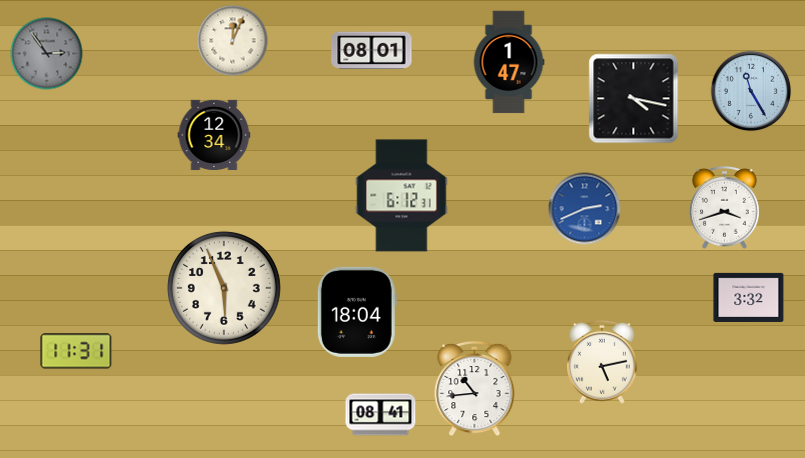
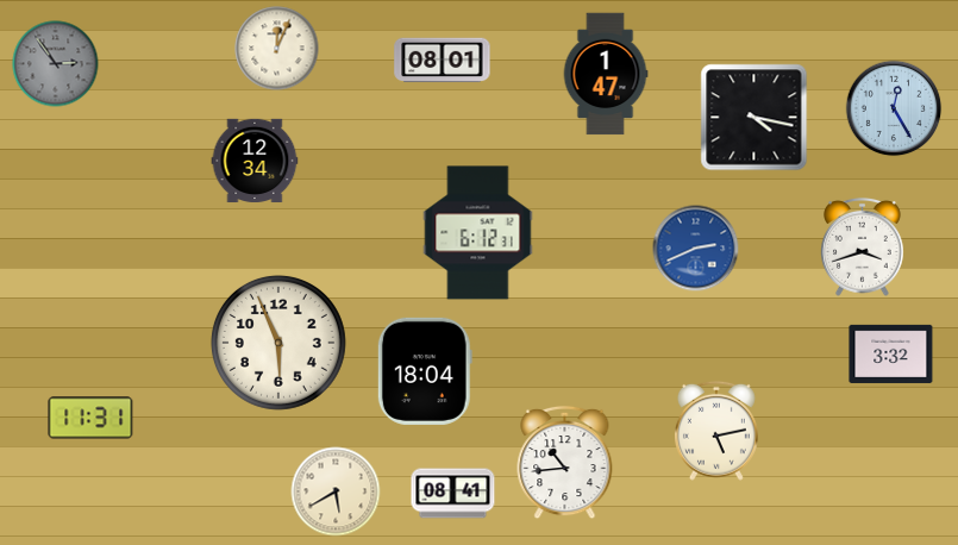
clock at (751, 91): 11:25 -> 12:25
clock at (224, 288) position: (224, 288) -> (278, 343)
clock at (336, 491): none -> 5:40
